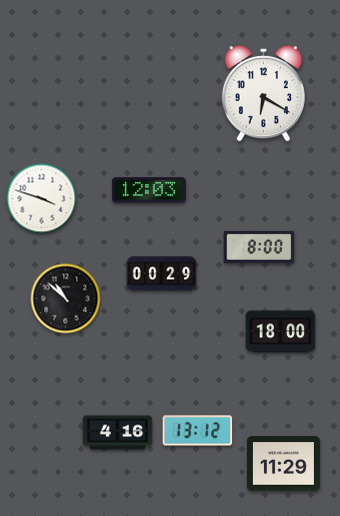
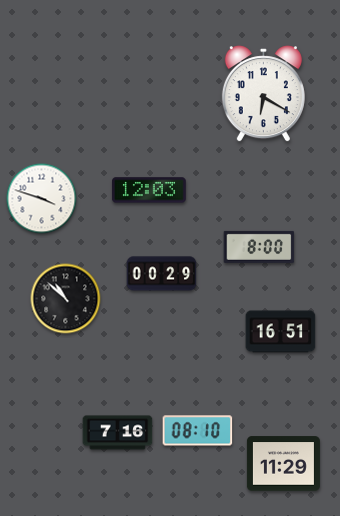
clock at (281, 332): 18:00 -> 16:51
clock at (198, 431): 13:12 -> 08:10
clock at (118, 433): 4:16 -> 7:16
